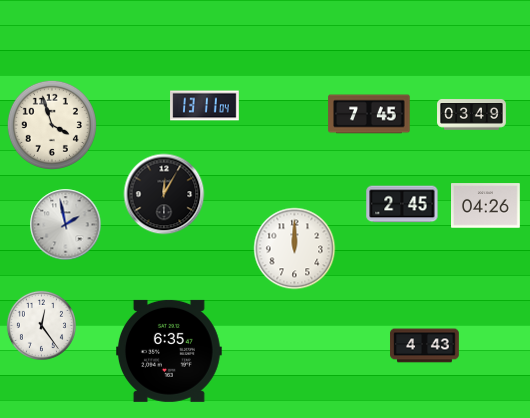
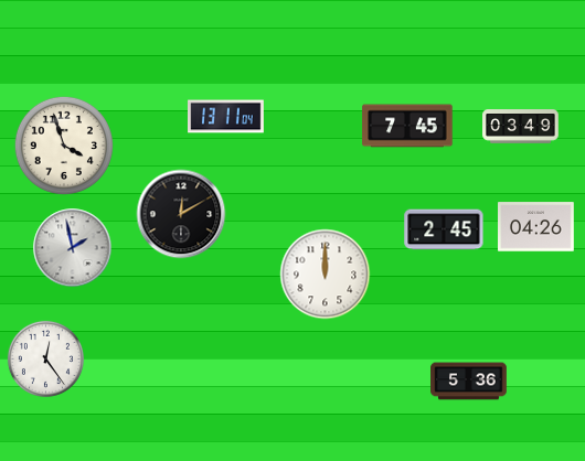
clock at (52, 125) position: (52, 125) -> (64, 146)
clock at (164, 194): 12:05 -> 12:10
clock at (402, 204) position: (402, 204) -> (444, 229)
clock at (425, 346): 4:43 -> 5:36
clock at (170, 351): 6:35 -> none
